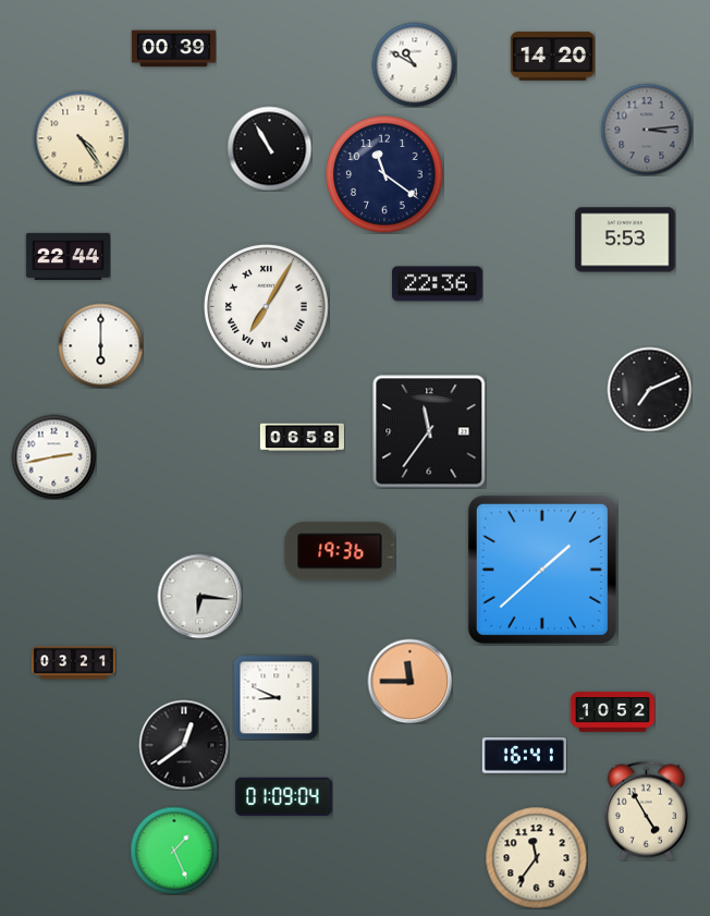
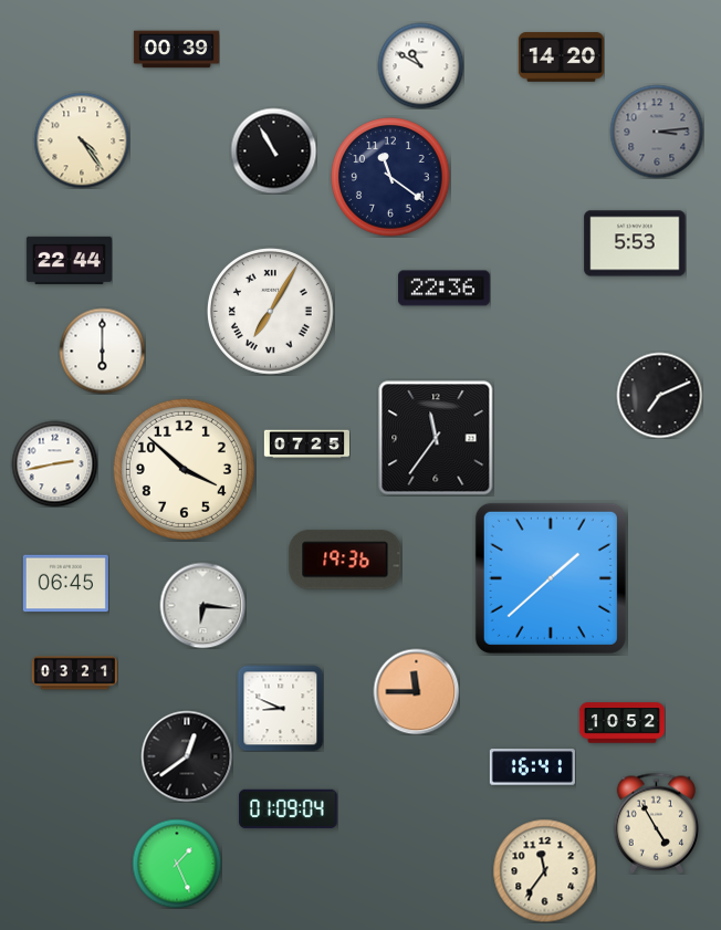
clock at (302, 438): 06:58 -> 07:25
clock at (184, 469): none -> 3:52
clock at (65, 584): none -> 06:45
